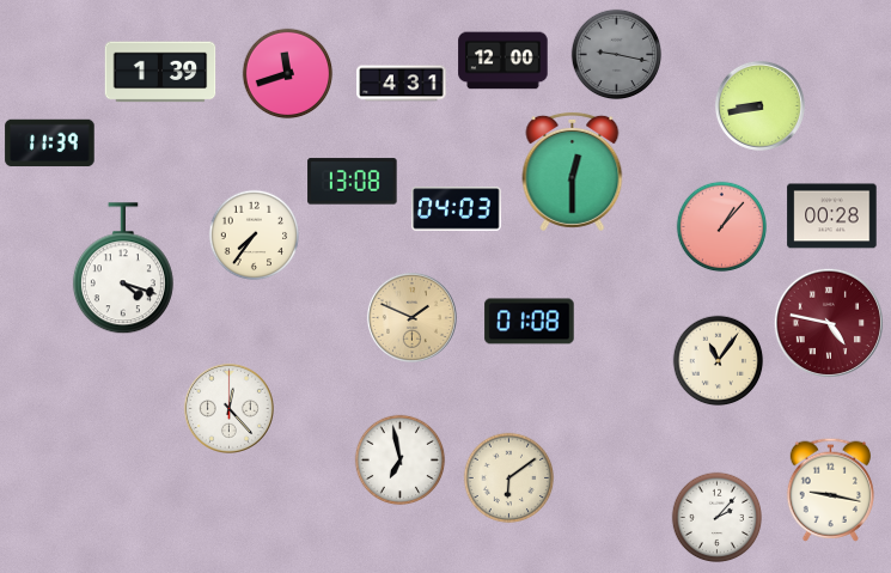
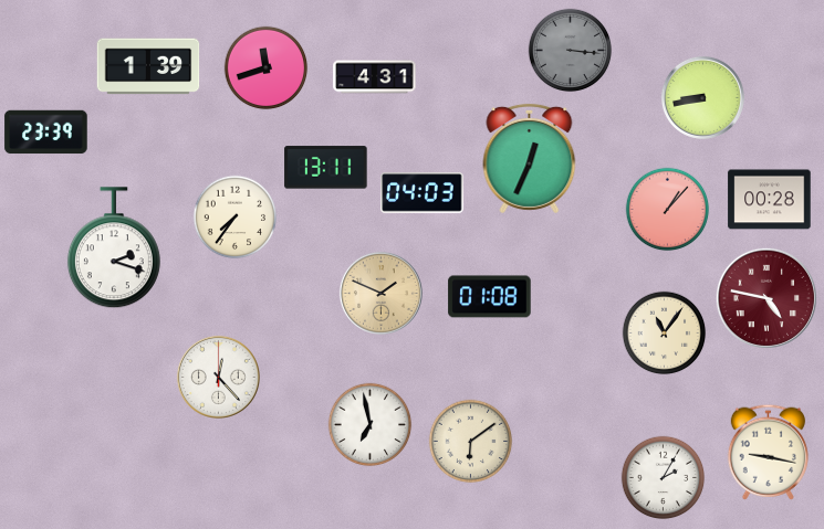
clock at (617, 55): 9:17 -> 3:16
clock at (504, 61): 12:00 -> none
clock at (402, 84) position: (402, 84) -> (375, 77)
clock at (50, 144): 11:39 -> 23:39
clock at (573, 171): 12:30 -> 12:34
clock at (353, 182): 13:08 -> 13:11
clock at (123, 269): 4:18 -> 2:18
clock at (228, 408) position: (228, 408) -> (218, 377)
clock at (718, 518): 2:07 -> 2:05
